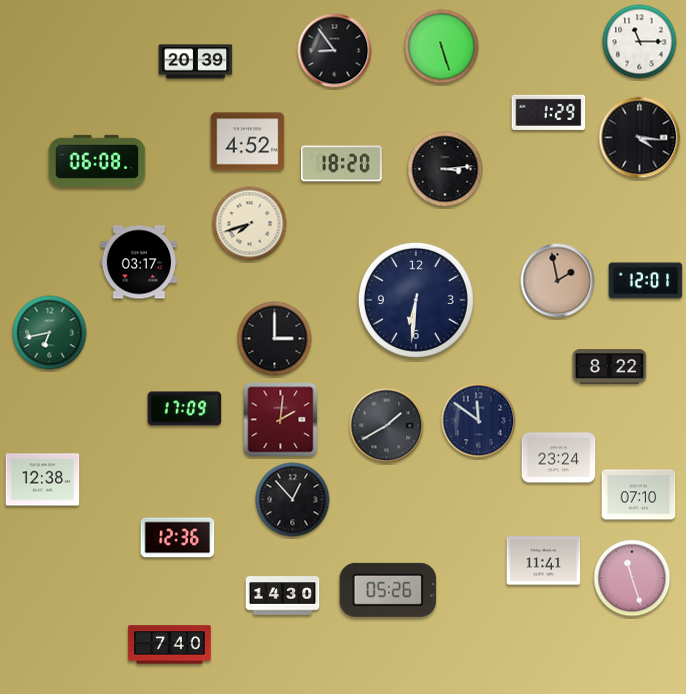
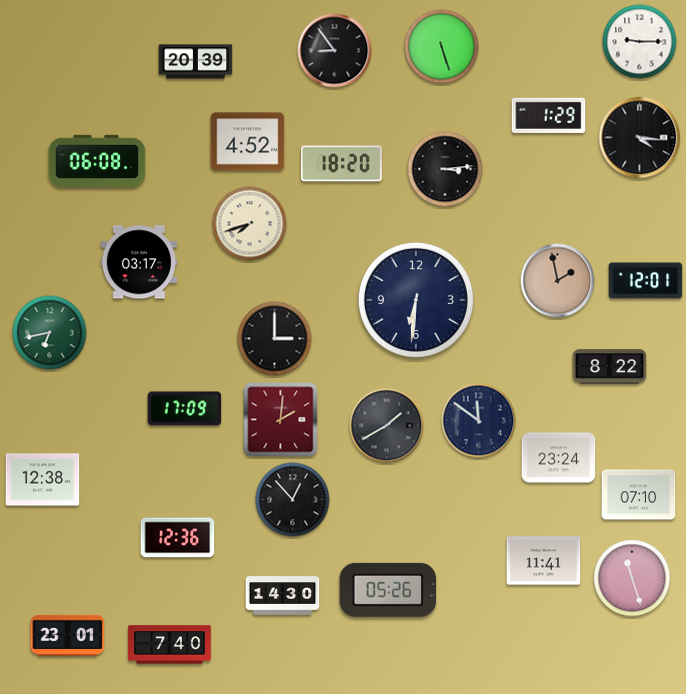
clock at (640, 42): 11:15 -> 9:15
clock at (549, 112) position: (549, 112) -> (549, 115)
clock at (68, 635): none -> 23:01
